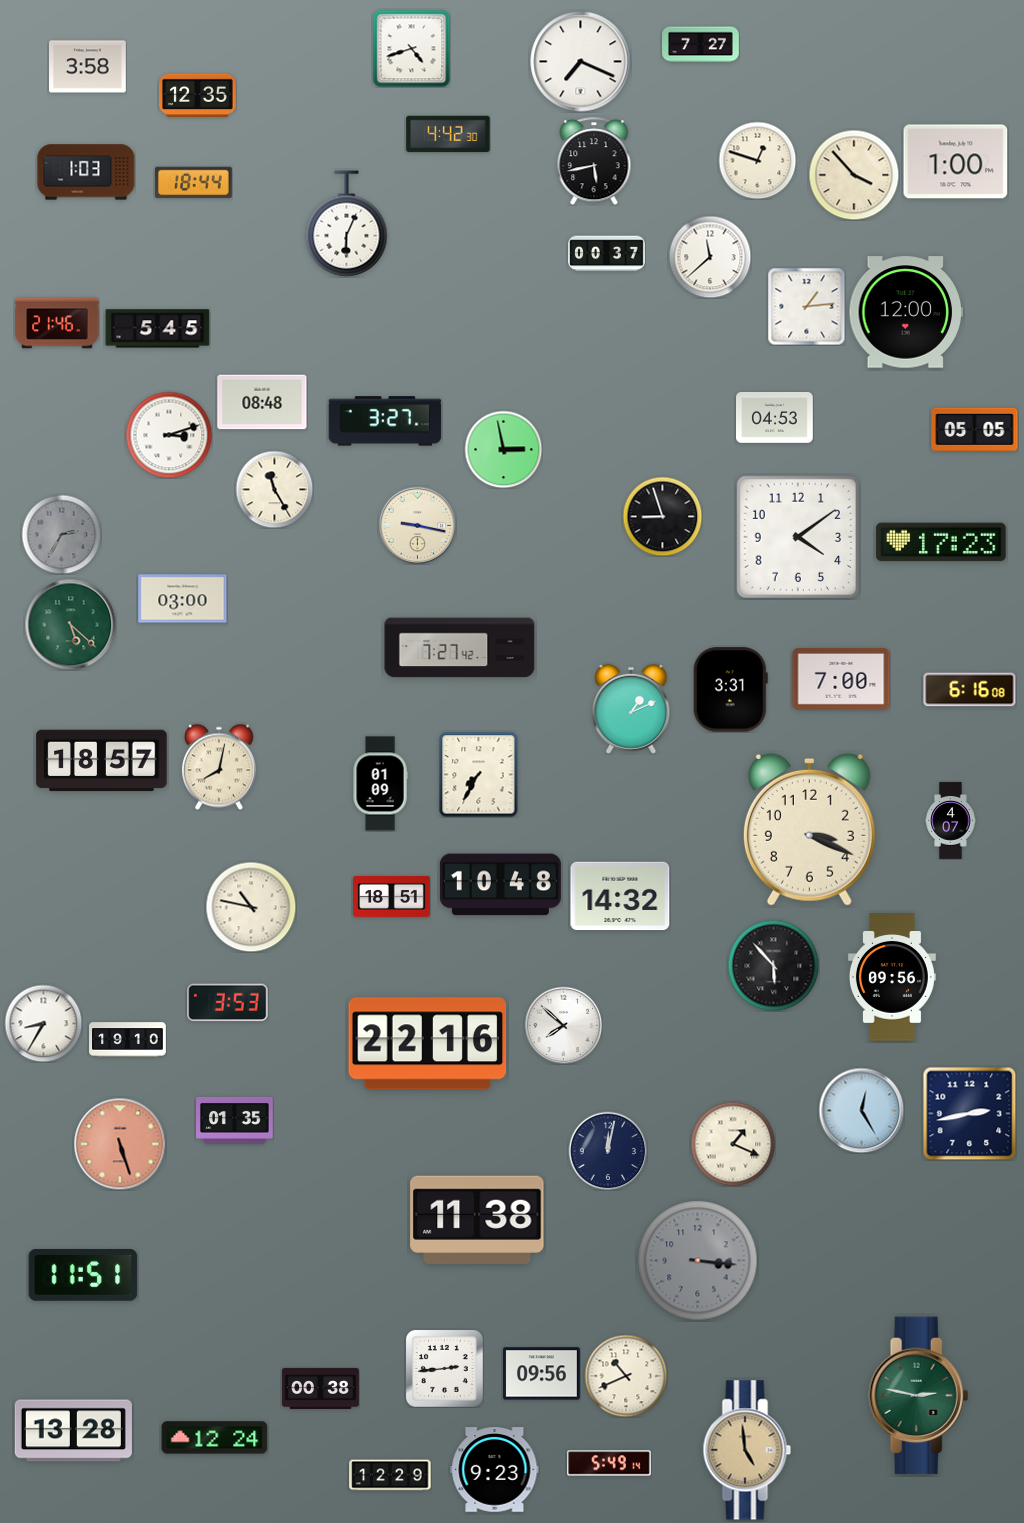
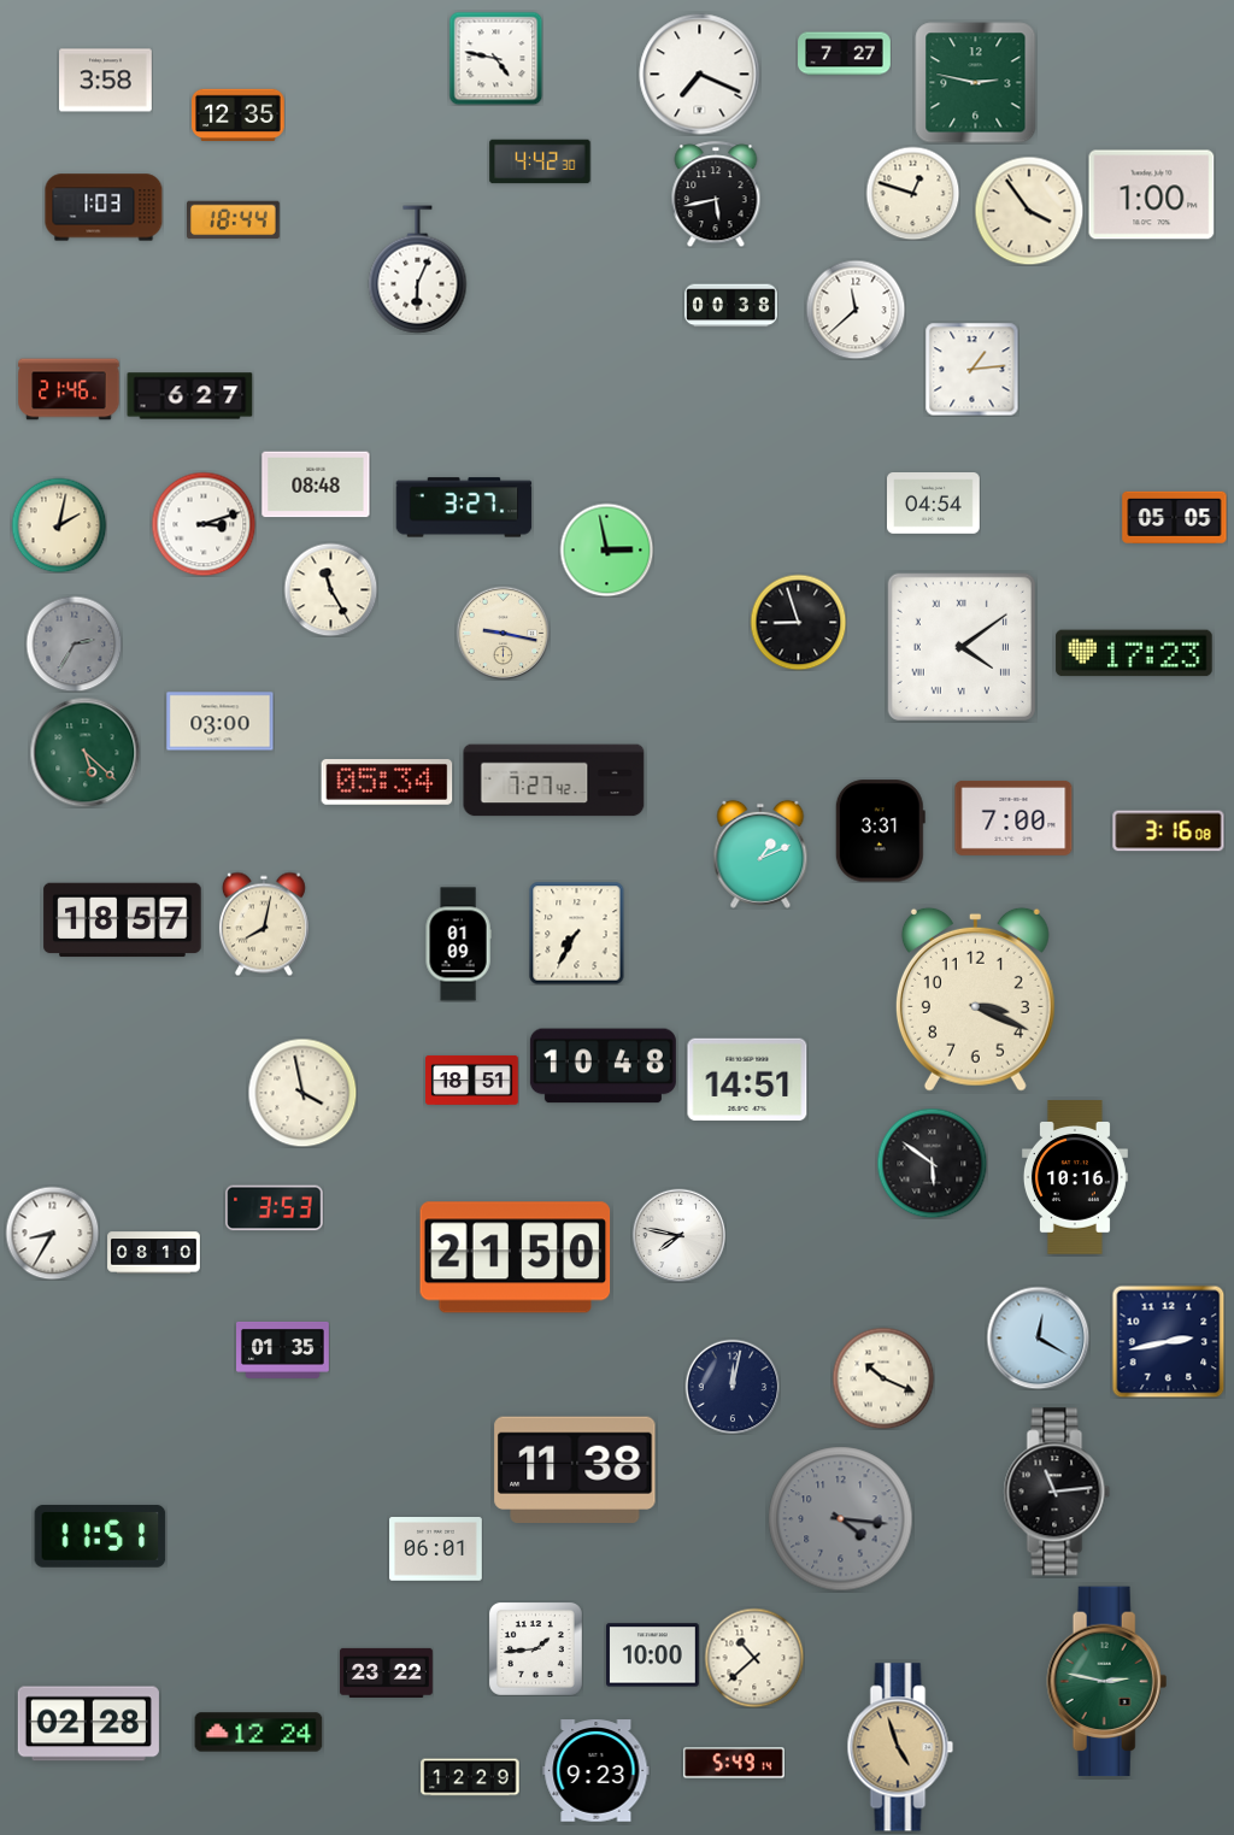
clock at (411, 48): 4:42 -> 4:47
clock at (976, 83): none -> 2:47
clock at (854, 175): 3:53 -> 3:54
clock at (607, 254): 00:37 -> 00:38
clock at (905, 312): 12:00 -> none
clock at (158, 329): 5:45 -> 6:27
clock at (775, 418): 04:53 -> 04:54
clock at (59, 525): none -> 2:02
clock at (503, 449) position: (503, 449) -> (606, 549)
clock at (798, 537) numerals: Arabic -> Roman
clock at (387, 783): none -> 05:34
clock at (970, 690): 6:16 -> 3:16
clock at (102, 761) position: (102, 761) -> (123, 921)
clock at (951, 821): 4:07 -> none
clock at (620, 896): 14:32 -> 14:51
clock at (251, 907): 10:47 -> 3:58
clock at (773, 965): 5:53 -> 5:51
clock at (892, 977): 09:56 -> 10:16
clock at (563, 1025): 7:52 -> 7:47
clock at (128, 1040): 19:10 -> 08:10
clock at (428, 1044): 22:16 -> 21:50
clock at (861, 1110): 12:25 -> 12:20
clock at (120, 1144): 5:27 -> none
clock at (733, 1144): 1:19 -> 10:19
clock at (1057, 1492): none -> 11:14
clock at (698, 1261): 3:16 -> 4:16
clock at (436, 1549): none -> 06:01
clock at (444, 1368): 2:44 -> 1:44
clock at (542, 1374): 09:56 -> 10:00
clock at (626, 1376): 10:41 -> 10:38
clock at (321, 1388): 00:38 -> 23:22
clock at (73, 1431): 13:28 -> 02:28
clock at (747, 1450): 4:59 -> 4:57
